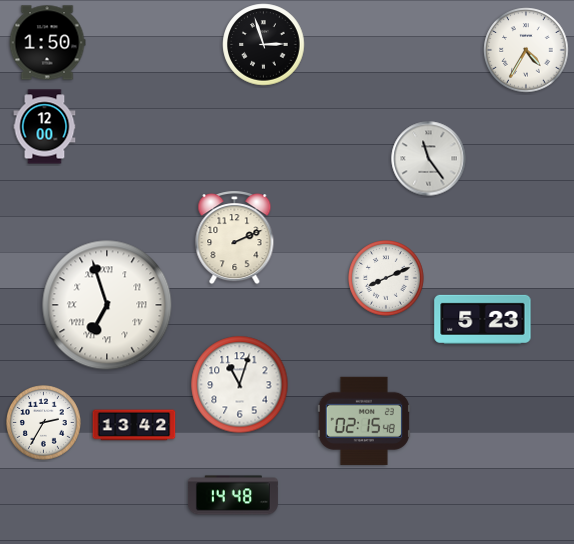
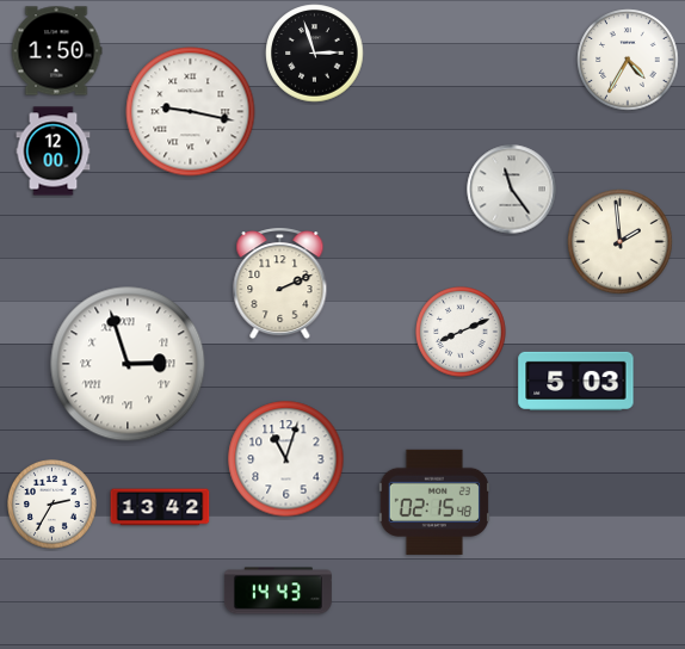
clock at (191, 112): none -> 9:17
clock at (621, 242): none -> 1:59
clock at (107, 305): 6:57 -> 2:57
clock at (483, 319): 5:23 -> 5:03
clock at (233, 495): 14:48 -> 14:43
